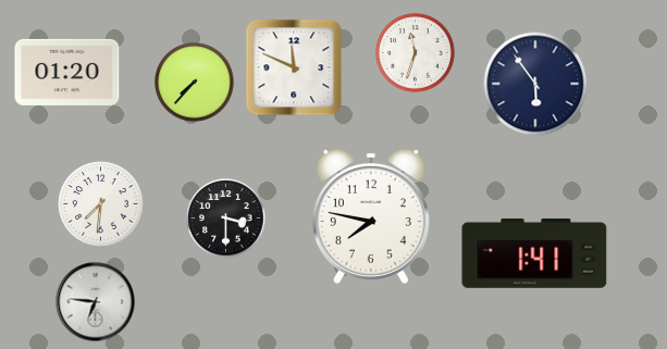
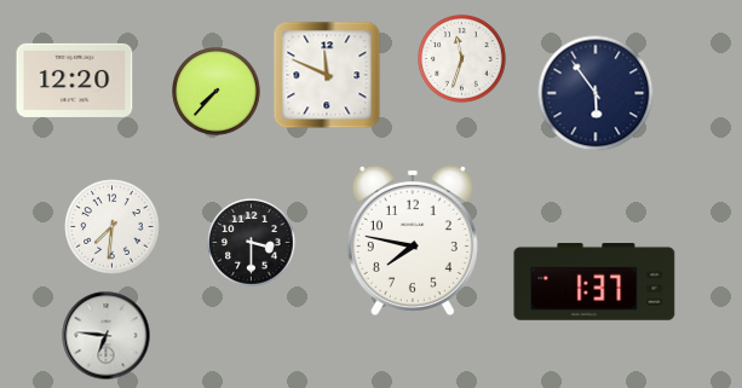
clock at (67, 72): 01:20 -> 12:20
clock at (534, 253): 1:41 -> 1:37
